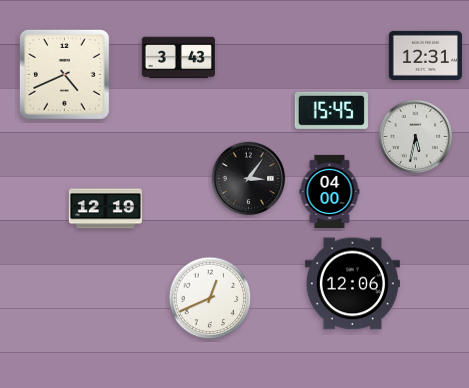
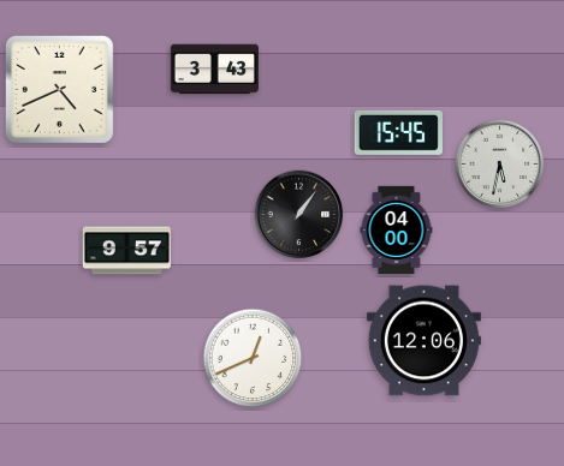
clock at (425, 55): 12:31 -> none
clock at (64, 74) position: (64, 74) -> (59, 89)
clock at (249, 179): 3:06 -> 1:06
clock at (105, 209): 12:19 -> 9:57
